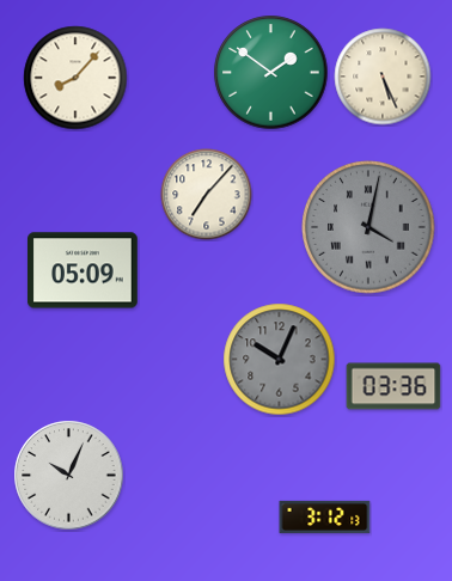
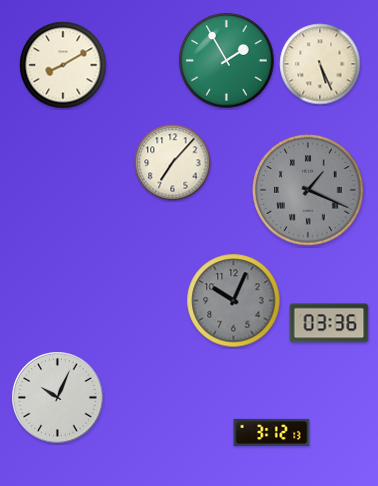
clock at (271, 73): 1:51 -> 1:55
clock at (75, 78): 8:07 -> 8:10
clock at (368, 227): 4:02 -> 1:19
clock at (84, 270): 05:09 -> none
